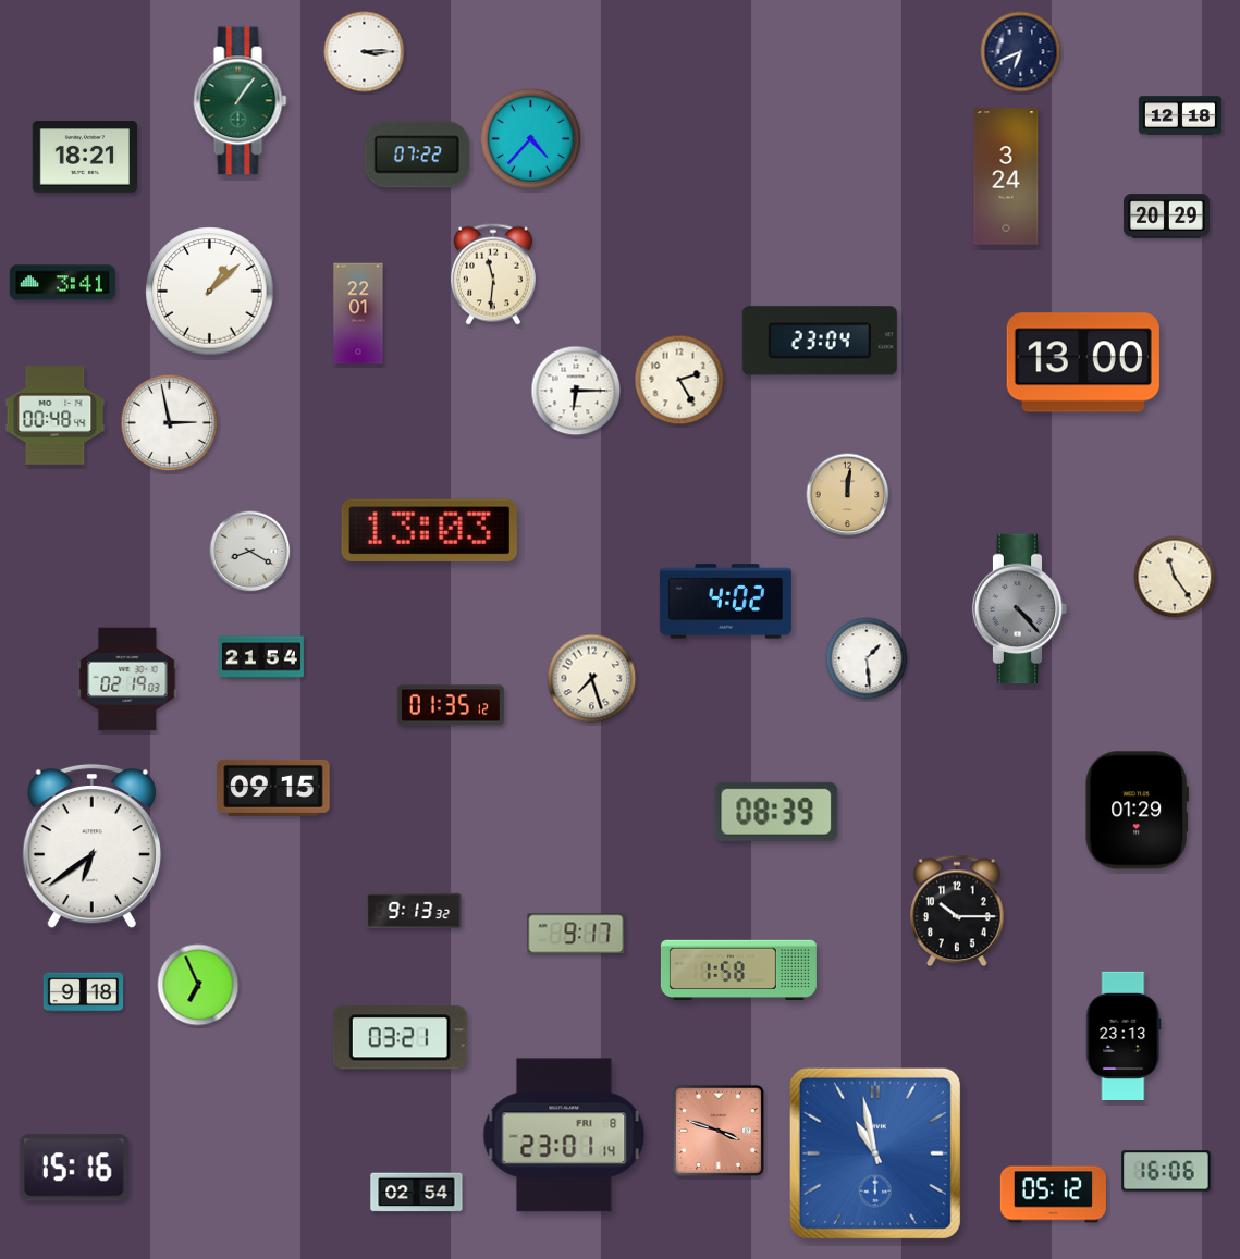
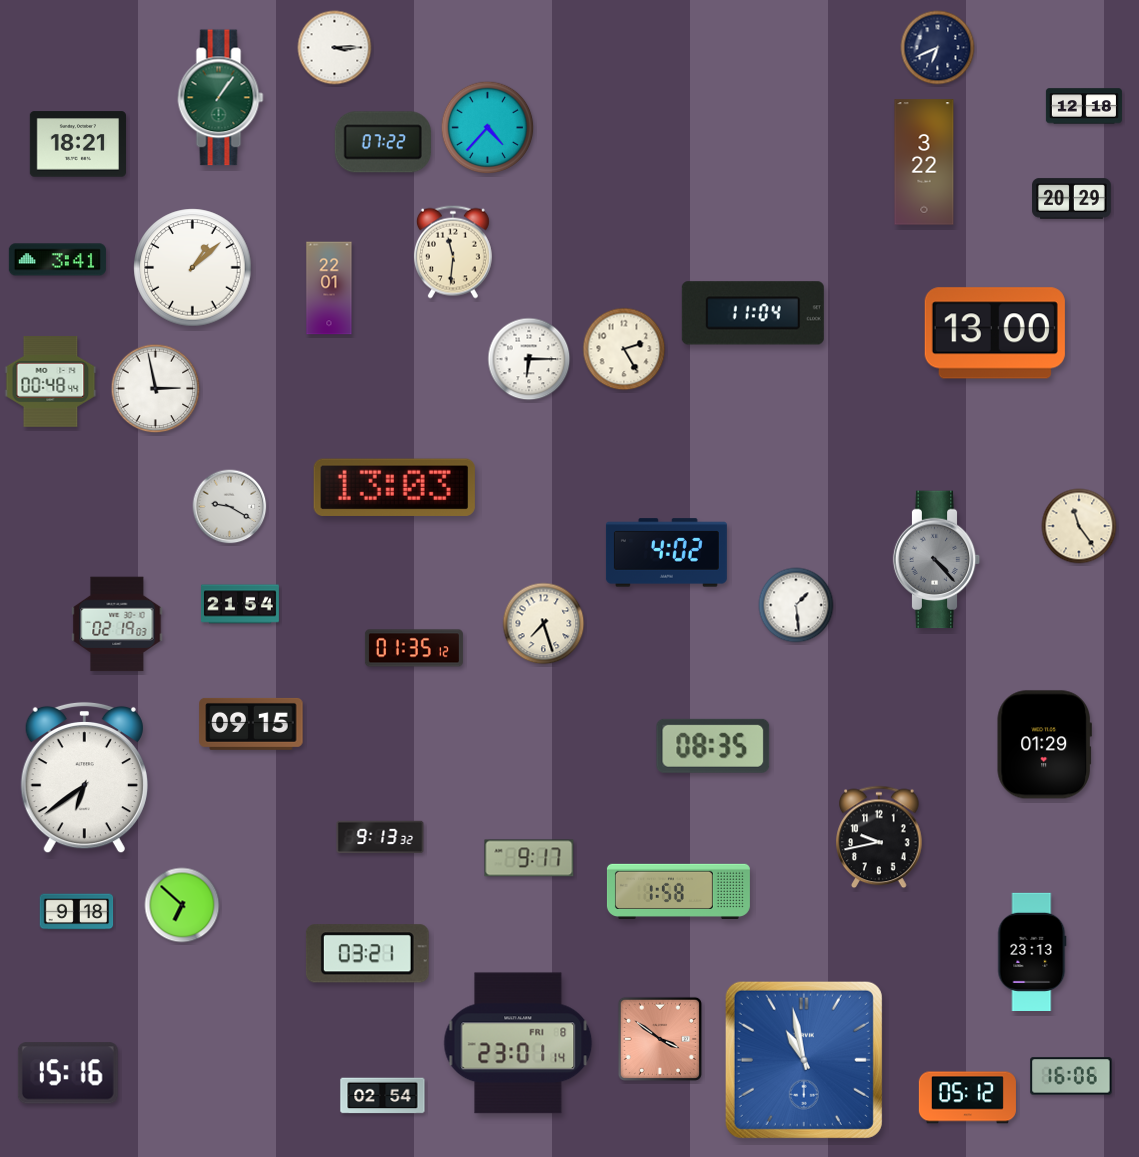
clock at (241, 101) position: (241, 101) -> (221, 98)
clock at (1006, 176): 3:24 -> 3:22
clock at (820, 341): 23:04 -> 11:04
clock at (848, 495): 12:01 -> none
clock at (250, 552): 8:20 -> 9:20
clock at (1175, 577) position: (1175, 577) -> (1079, 526)
clock at (776, 812): 08:39 -> 08:35
clock at (957, 911): 10:15 -> 9:43
clock at (198, 985): 6:56 -> 6:52
clock at (719, 1131): 3:48 -> 3:51
